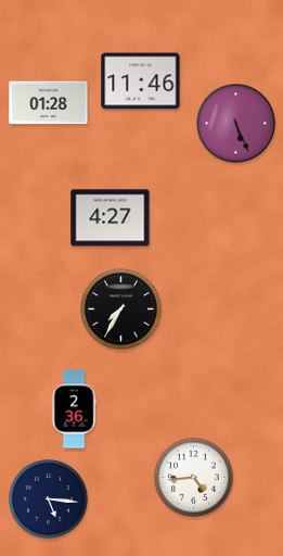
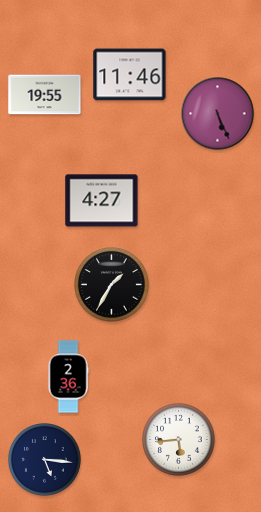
clock at (49, 103): 01:28 -> 19:55
clock at (121, 309): 7:35 -> 1:35
clock at (194, 478): 4:44 -> 5:44
